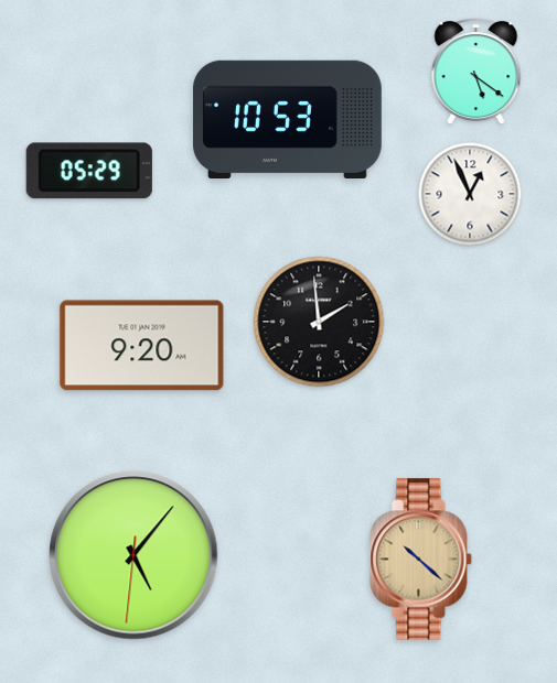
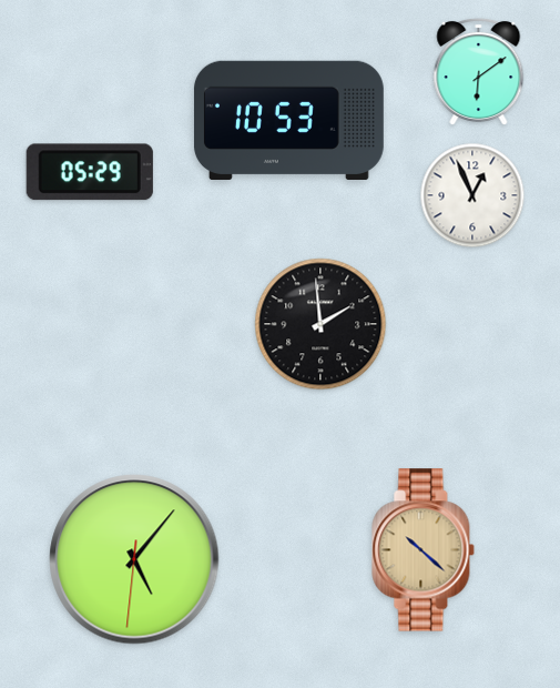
clock at (476, 72): 5:21 -> 6:09
clock at (142, 346): 9:20 -> none
clock at (421, 560) position: (421, 560) -> (424, 550)
